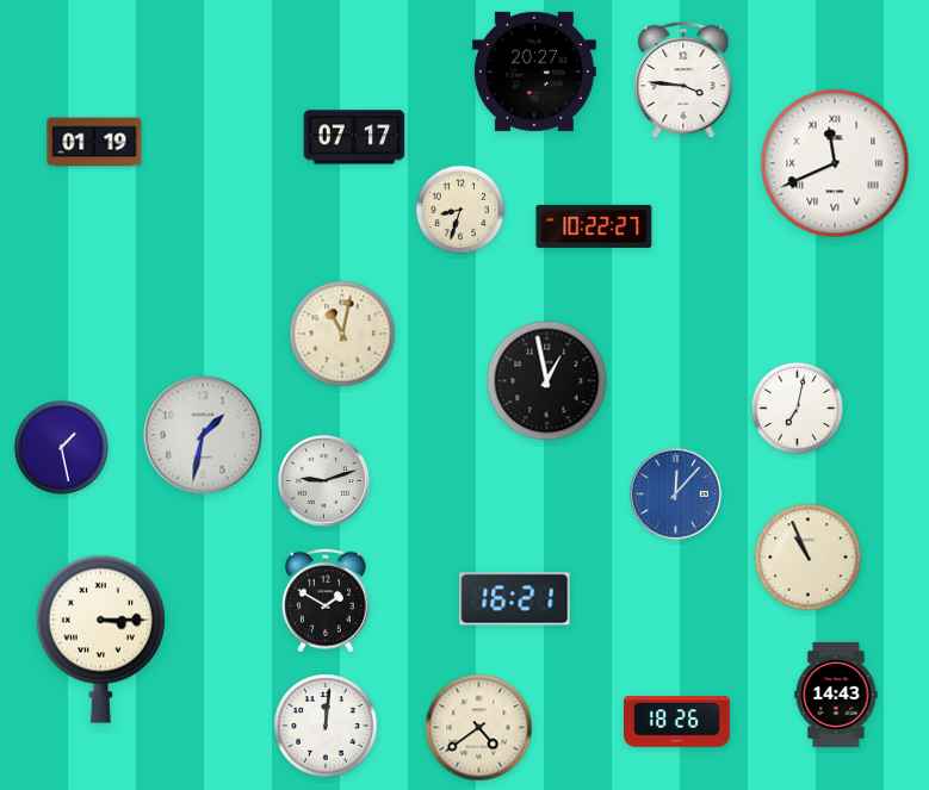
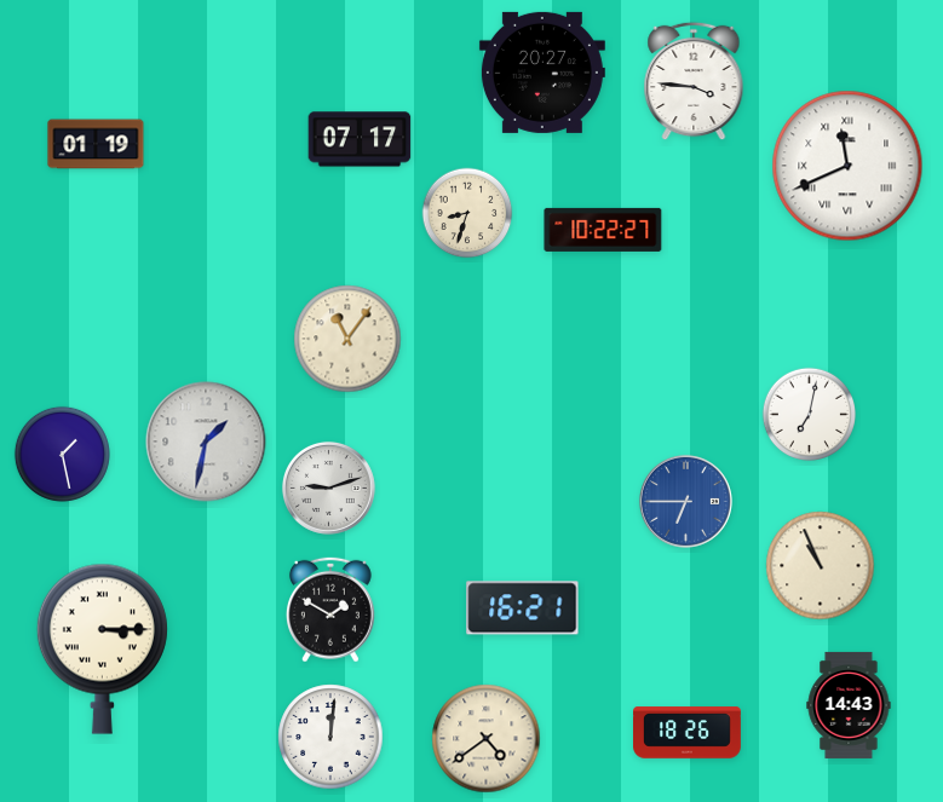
clock at (342, 334): 11:02 -> 11:06
clock at (547, 381): 12:58 -> none
clock at (675, 493): 12:07 -> 6:45
